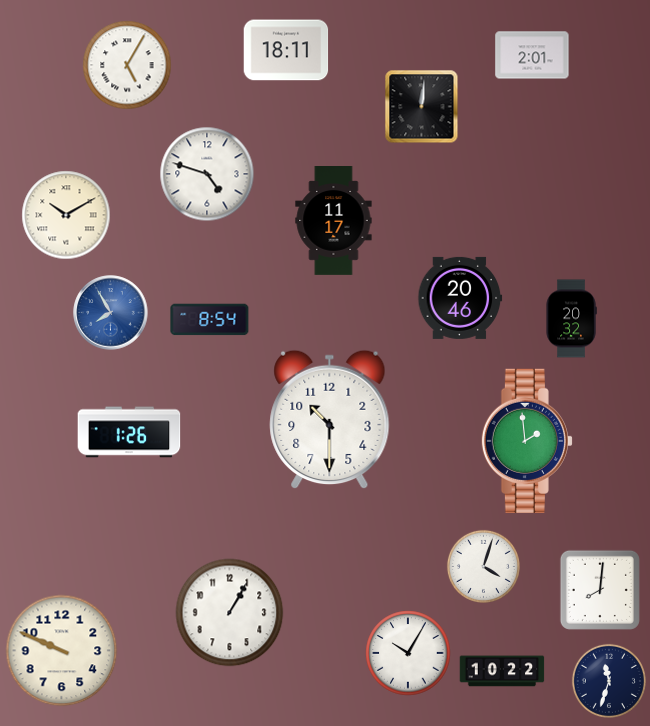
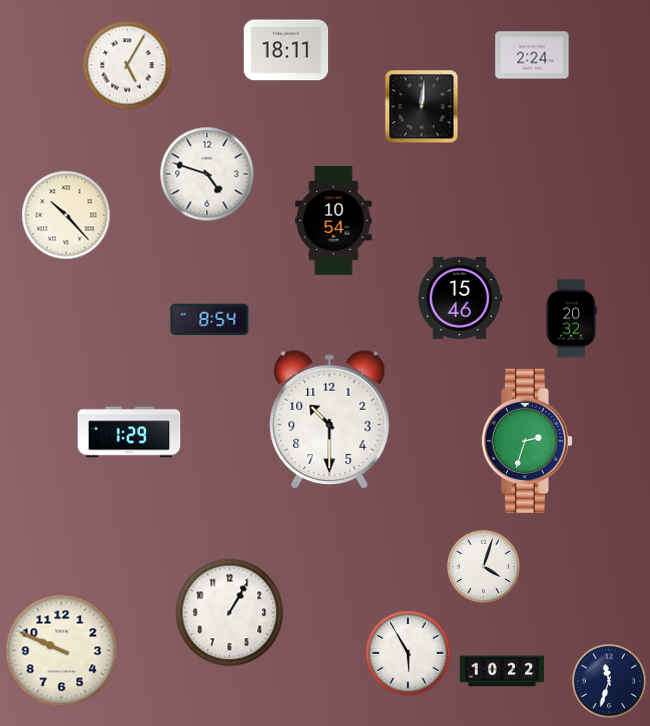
clock at (532, 55): 2:01 -> 2:24
clock at (66, 215): 10:10 -> 10:23
clock at (334, 221): 11:17 -> 10:54
clock at (460, 298): 20:46 -> 15:46
clock at (111, 313): 7:55 -> none
clock at (129, 432): 1:26 -> 1:29
clock at (527, 441): 1:59 -> 2:33
clock at (600, 590): 8:01 -> none
clock at (408, 653): 10:05 -> 5:55
